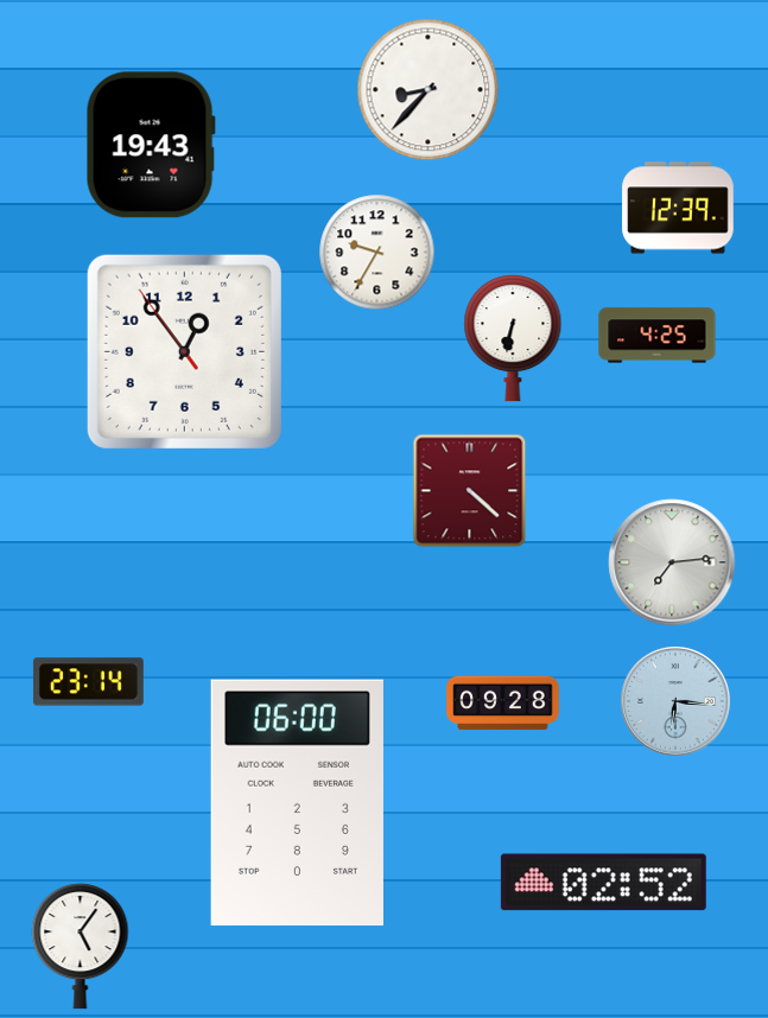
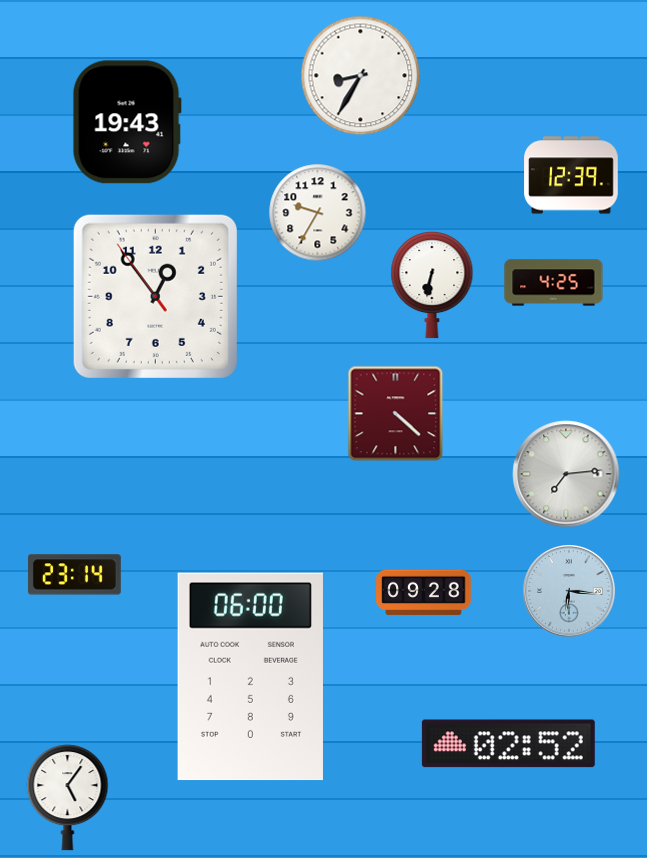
clock at (429, 90): 8:37 -> 8:35
